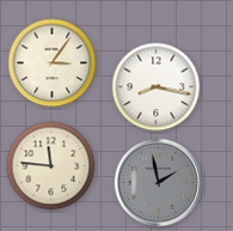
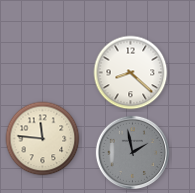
clock at (53, 63): 3:06 -> none
clock at (157, 87): 8:17 -> 8:22
